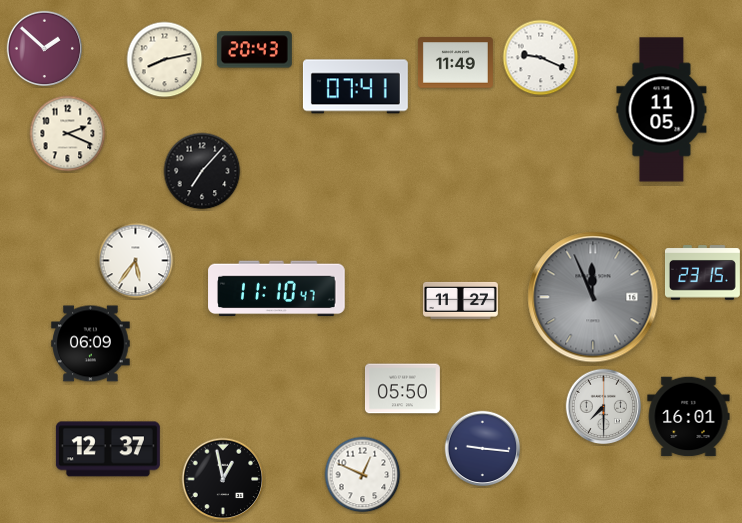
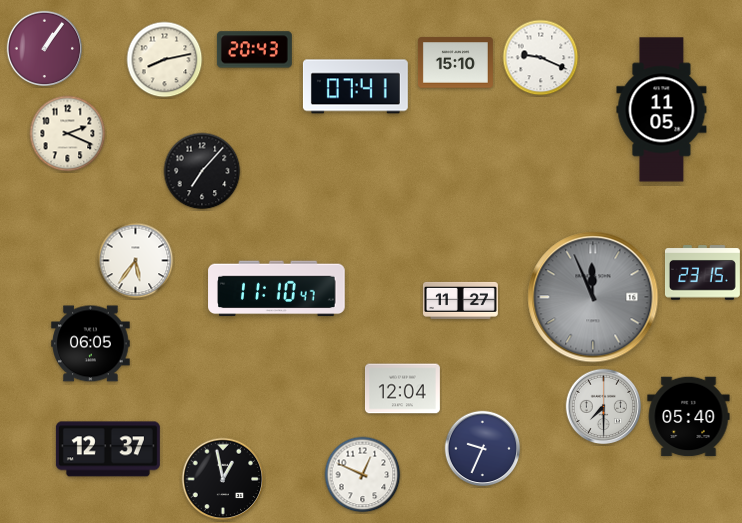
clock at (45, 49): 1:52 -> 1:06
clock at (455, 63): 11:49 -> 15:10
clock at (91, 344): 06:09 -> 06:05
clock at (402, 389): 05:50 -> 12:04
clock at (689, 417): 16:01 -> 05:40
clock at (483, 449): 9:16 -> 9:34
